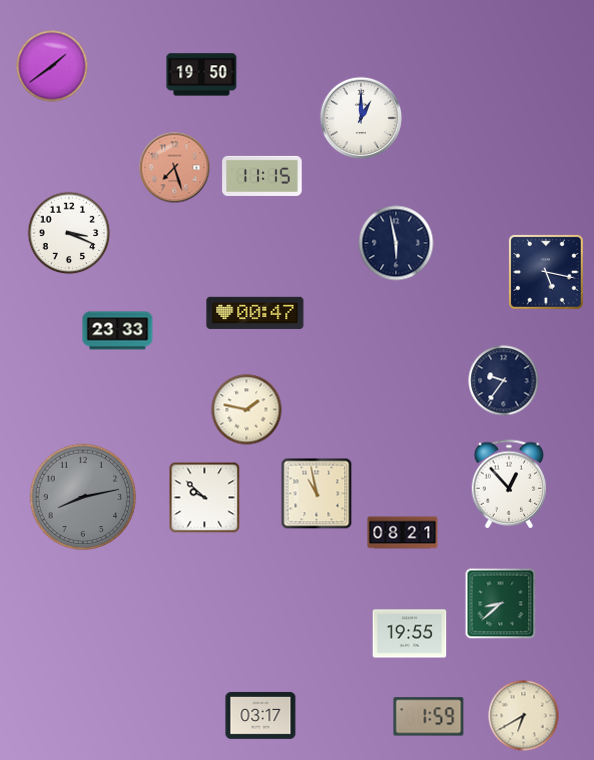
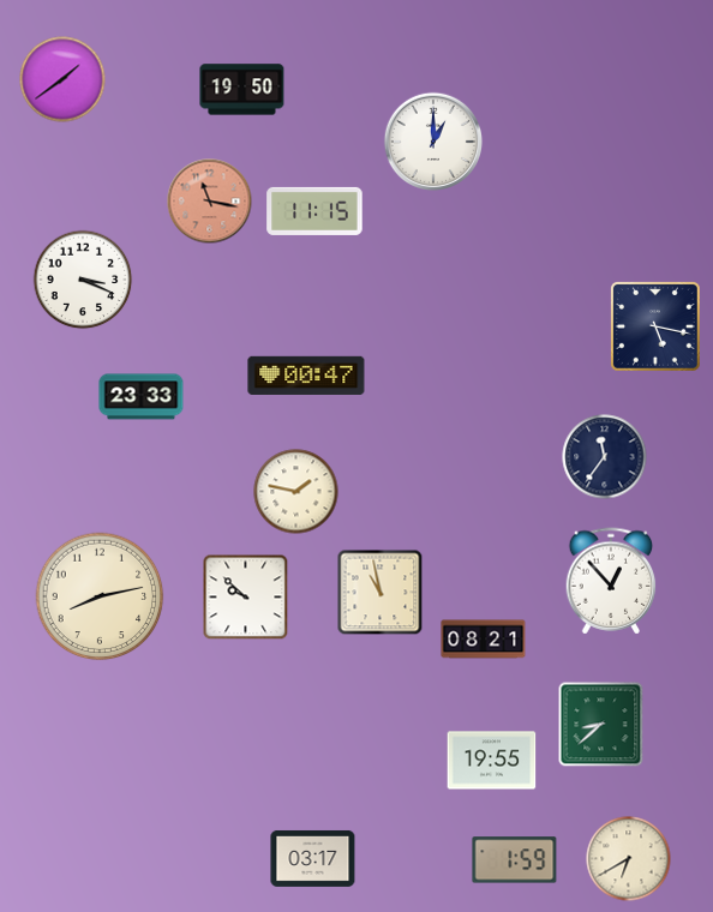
clock at (175, 168): 7:27 -> 11:17
clock at (396, 243): 5:58 -> none
clock at (504, 381): 9:36 -> 11:36
clock at (83, 497) dial: grey -> cream
